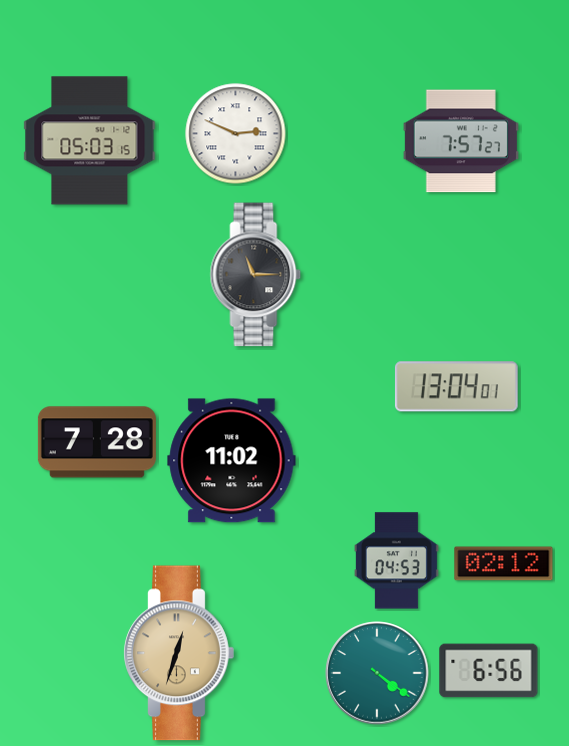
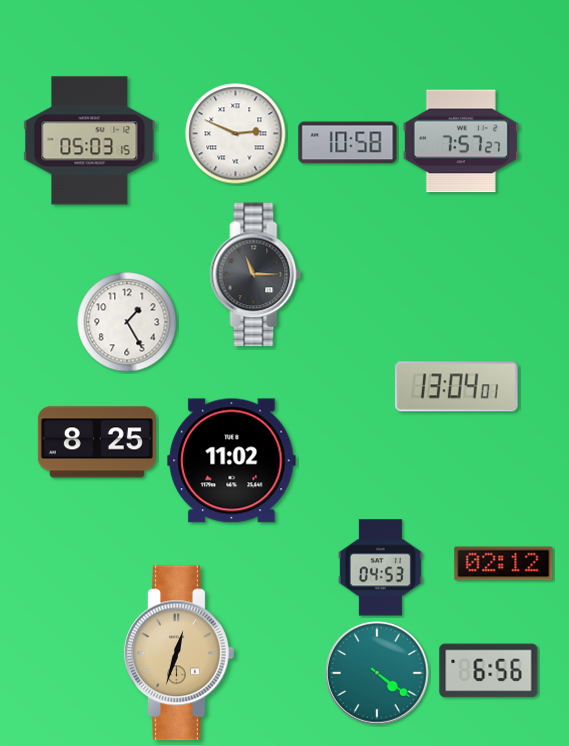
clock at (348, 143): none -> 10:58
clock at (127, 322): none -> 1:25
clock at (97, 442): 7:28 -> 8:25
clock at (396, 561) position: (396, 561) -> (380, 568)
